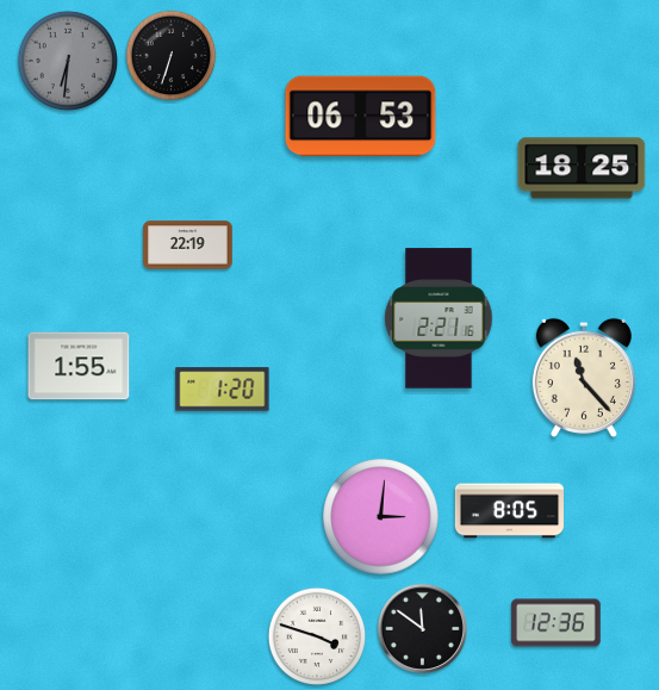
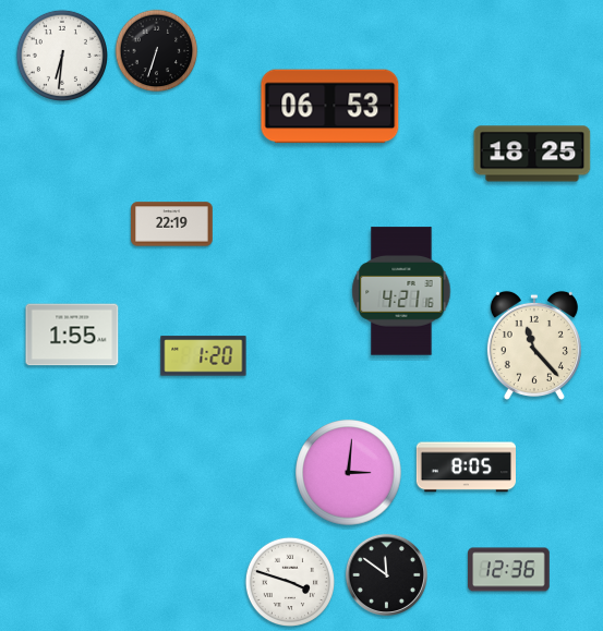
clock at (68, 61) dial: grey -> white
clock at (439, 318): 2:21 -> 4:21
